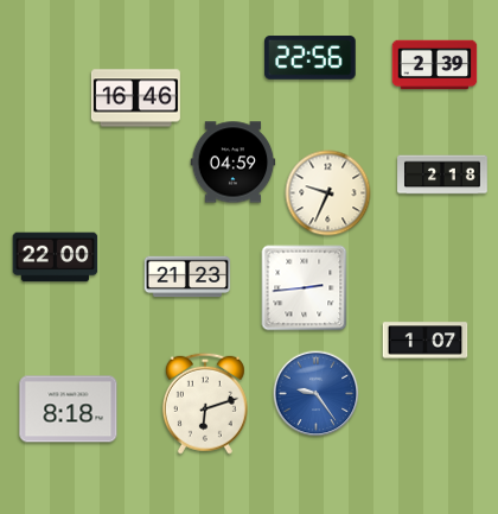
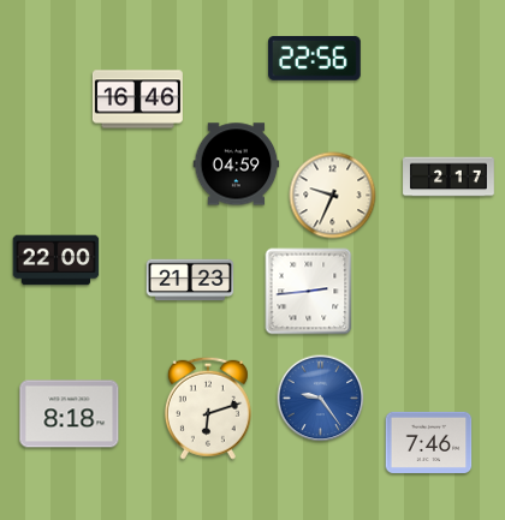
clock at (435, 65): 2:39 -> none
clock at (442, 174): 2:18 -> 2:17
clock at (426, 341): 1:07 -> none
clock at (429, 442): none -> 7:46
